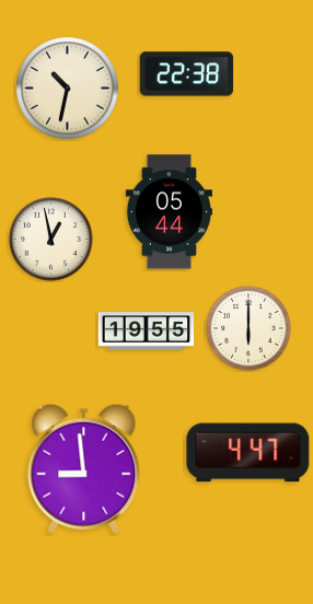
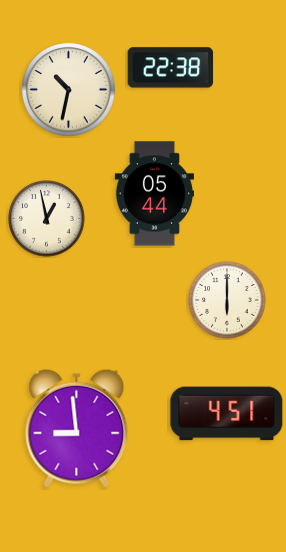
clock at (68, 89) position: (68, 89) -> (69, 90)
clock at (147, 332): 19:55 -> none
clock at (248, 453): 4:47 -> 4:51
